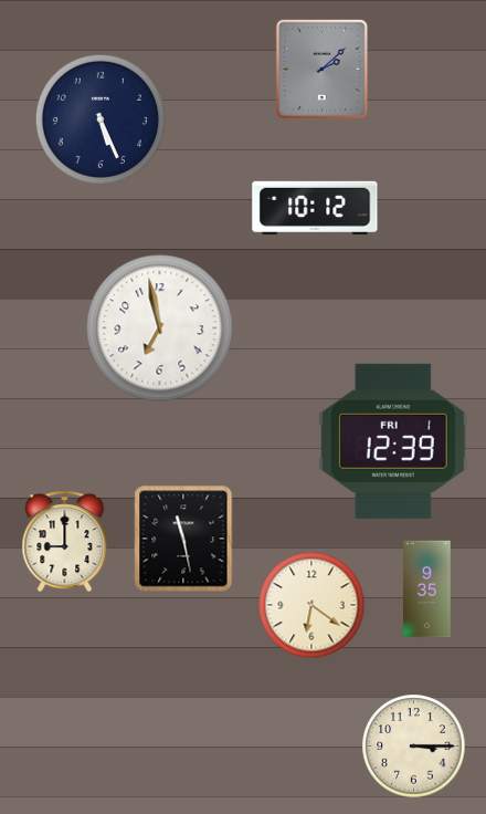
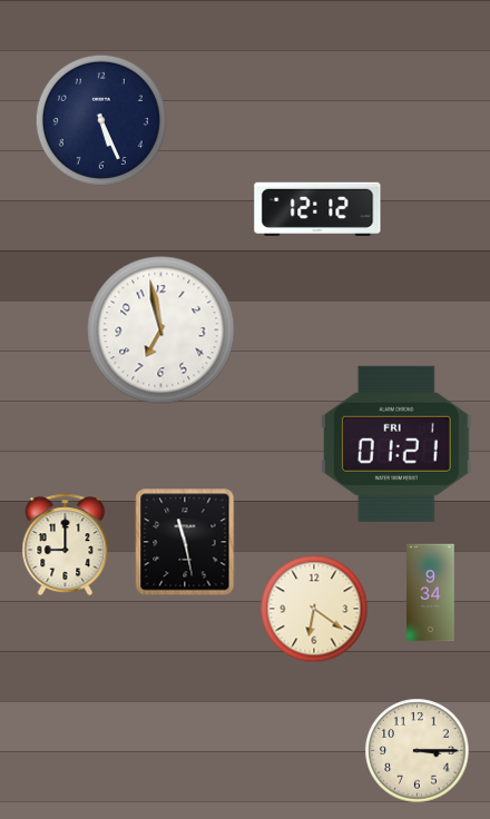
clock at (321, 69): 2:08 -> none
clock at (315, 208): 10:12 -> 12:12
clock at (393, 441): 12:39 -> 01:21
clock at (427, 589): 9:35 -> 9:34
